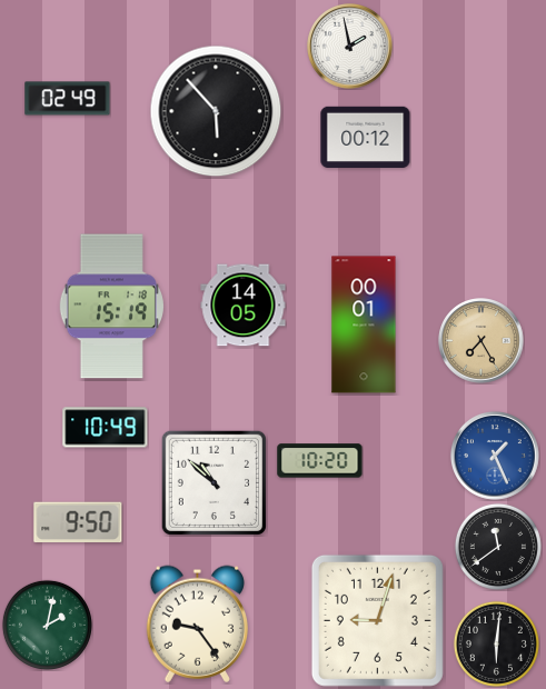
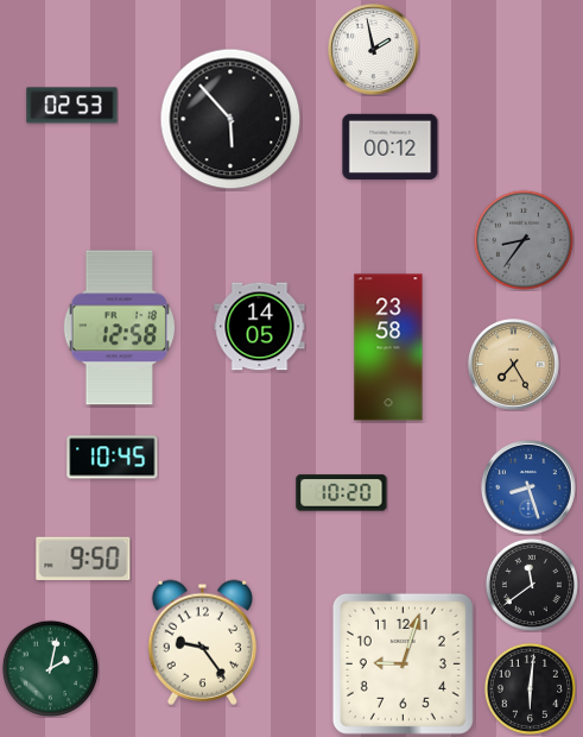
clock at (68, 99): 02:49 -> 02:53
clock at (524, 240): none -> 8:36
clock at (111, 307): 15:19 -> 12:58
clock at (364, 324): 00:01 -> 23:58
clock at (106, 428): 10:49 -> 10:45
clock at (495, 456): 1:26 -> 8:27
clock at (214, 482): 10:52 -> none
clock at (197, 623) position: (197, 623) -> (202, 642)
